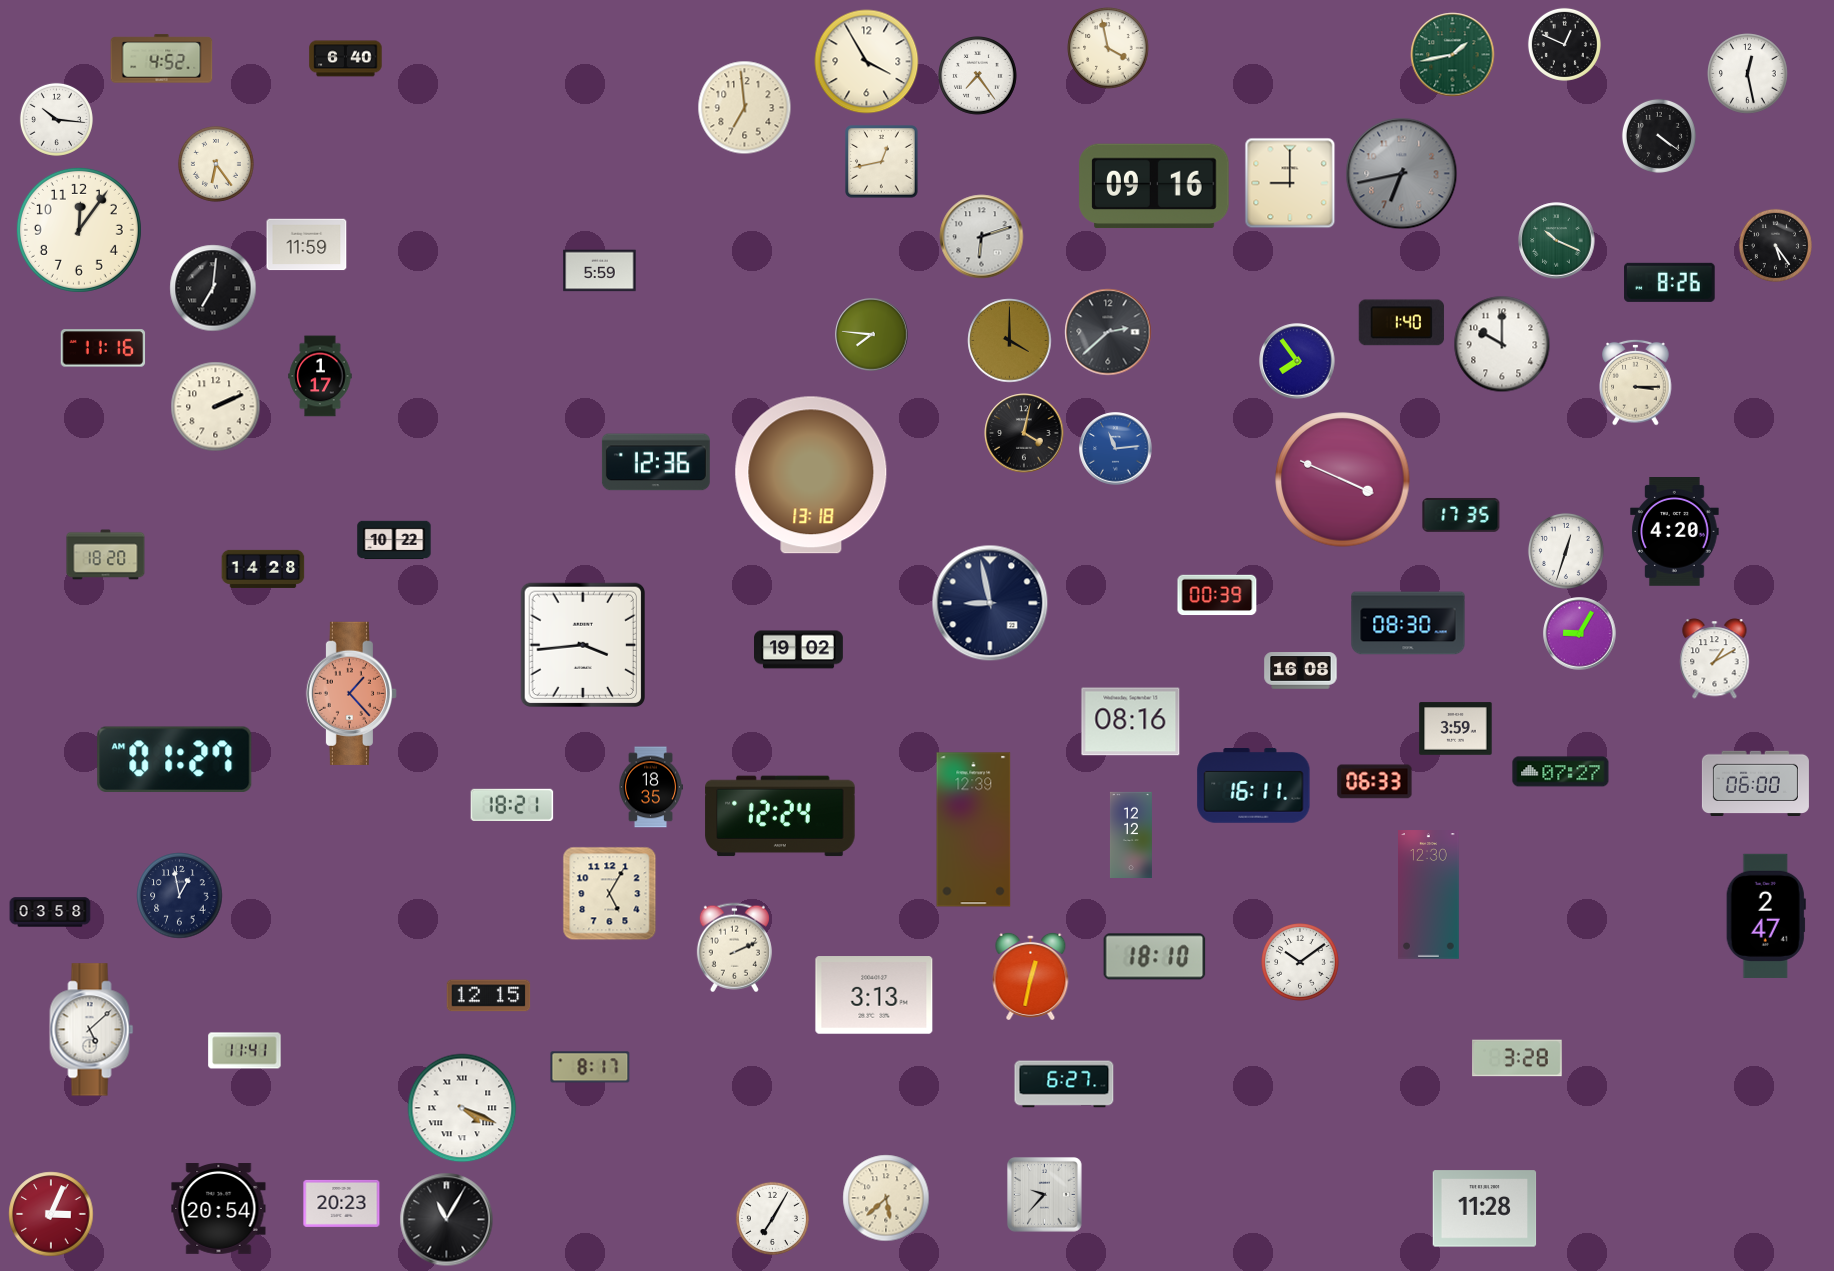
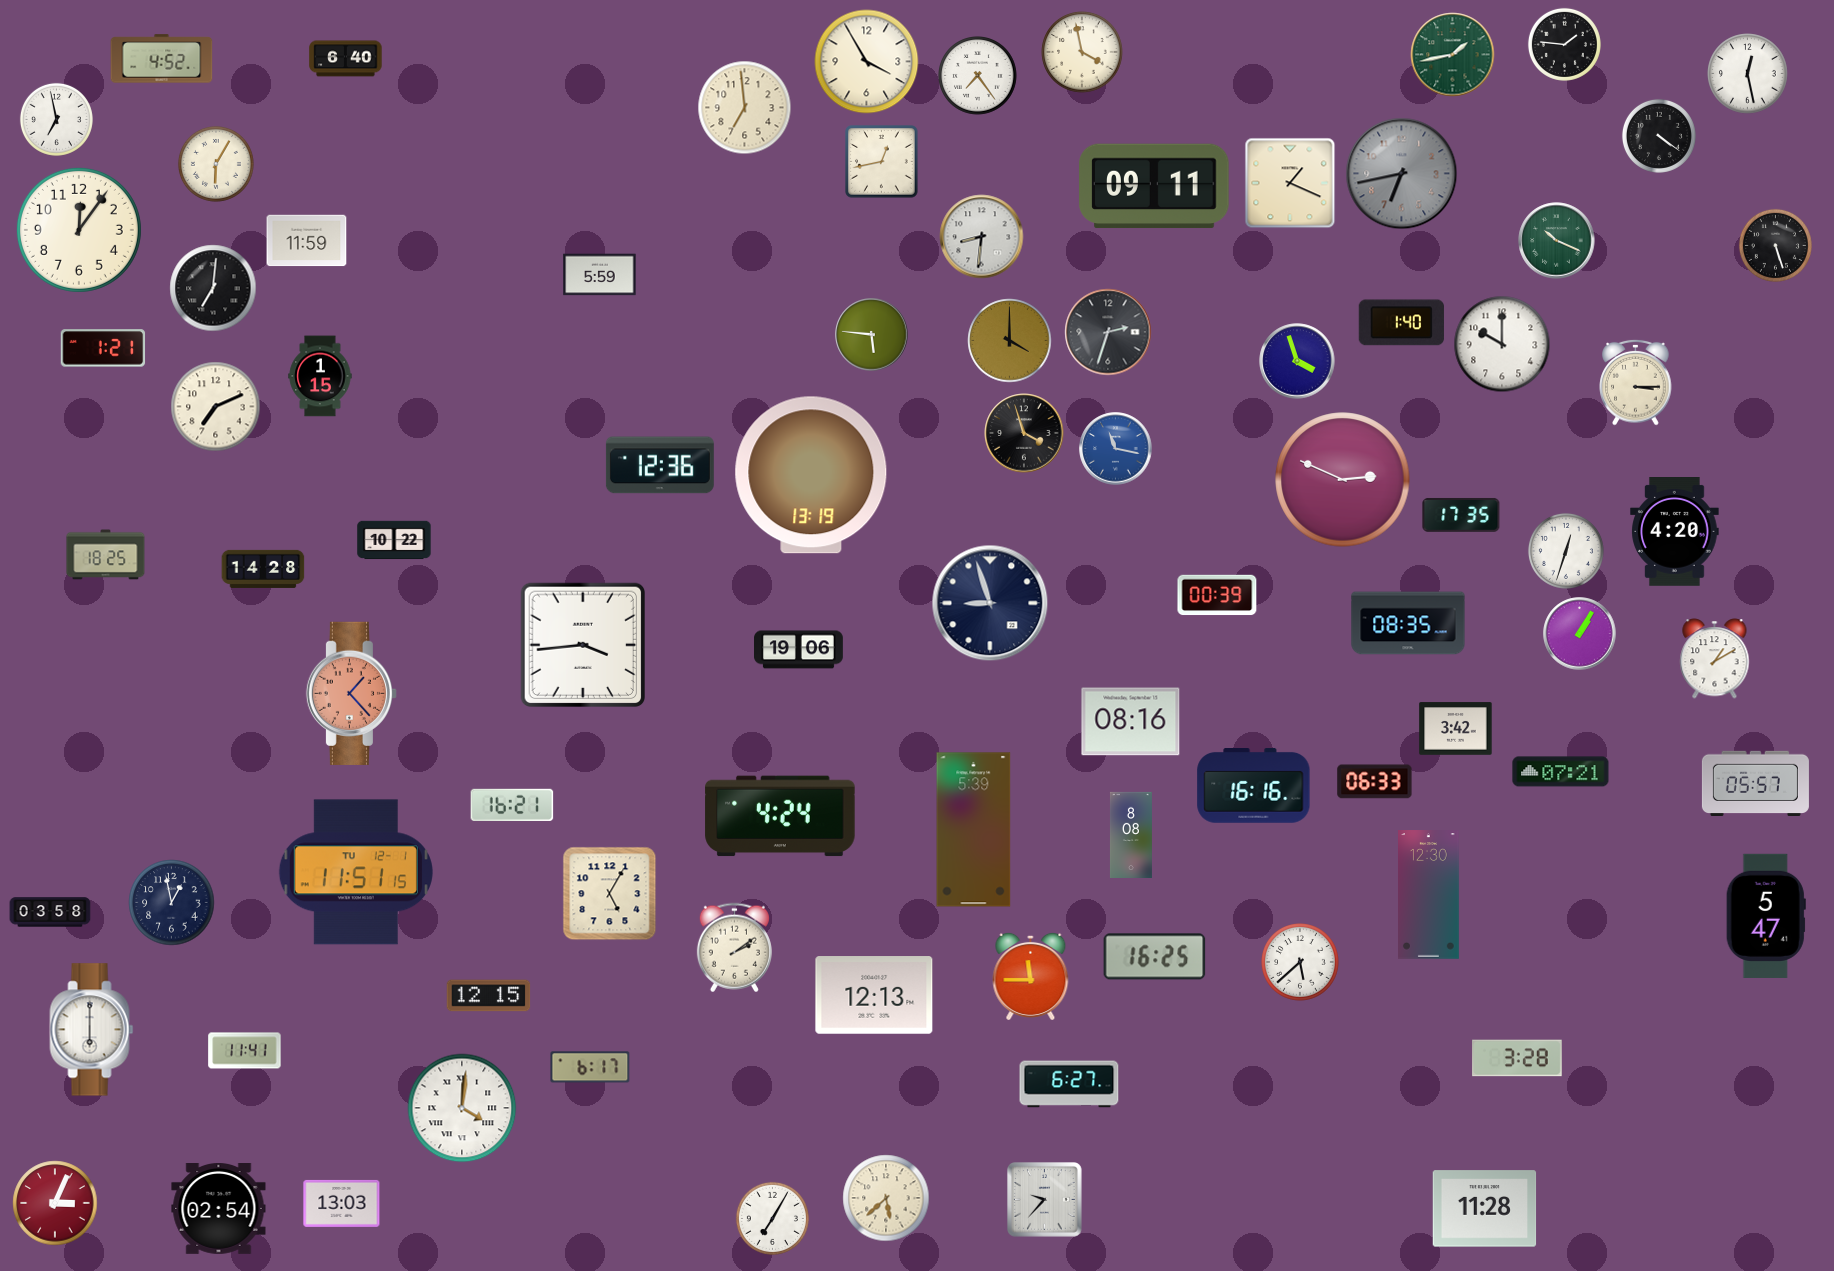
clock at (1564, 44): 12:49 -> 1:46
clock at (1108, 48) position: (1108, 48) -> (1082, 52)
clock at (56, 119): 10:16 -> 6:58
clock at (216, 164): 6:24 -> 6:05
clock at (1290, 183): 9:00 -> 1:19
clock at (1154, 186): 09:16 -> 09:11
clock at (982, 237): 6:12 -> 8:31
clock at (307, 245) position: (307, 245) -> (307, 241)
clock at (1775, 245): 5:24 -> 5:27
clock at (600, 271) position: (600, 271) -> (600, 275)
clock at (1670, 282): 8:26 -> none
clock at (1108, 332): 2:38 -> 2:33
clock at (872, 335): 7:46 -> 5:46
clock at (103, 348): 11:16 -> 1:21
clock at (1297, 361): 7:54 -> 3:57
clock at (320, 376): 1:17 -> 1:15
clock at (216, 407): 2:11 -> 7:11
clock at (1024, 433): 4:02 -> 3:57
clock at (1116, 449): 11:14 -> 11:17
clock at (656, 462) position: (656, 462) -> (660, 465)
clock at (811, 475): 13:18 -> 13:19
clock at (1343, 480): 3:49 -> 2:49
clock at (106, 555): 18:20 -> 18:25
clock at (990, 603): 8:58 -> 8:57
clock at (1408, 623): 08:30 -> 08:35
clock at (1580, 634): 9:05 -> 1:05
clock at (799, 650): 19:02 -> 19:06
clock at (1301, 671): 16:08 -> none
clock at (1456, 729): 3:59 -> 3:42
clock at (175, 759): 01:27 -> none
clock at (1561, 772): 07:27 -> 07:21
clock at (1755, 783): 06:00 -> 05:57
clock at (1254, 786): 16:11 -> 16:16
clock at (650, 787): 18:35 -> none
clock at (512, 805): 18:21 -> 16:21
clock at (780, 816): 12:24 -> 4:24
clock at (974, 830): 12:39 -> 5:39
clock at (1131, 834): 12:12 -> 8:08
clock at (356, 872): none -> 11:51
clock at (180, 896) position: (180, 896) -> (172, 903)
clock at (1766, 916): 2:47 -> 5:47
clock at (734, 948): 2:11 -> 2:09
clock at (1155, 957): 18:10 -> 16:25
clock at (1301, 963): 10:09 -> 5:38
clock at (1031, 976): 12:32 -> 11:45
clock at (874, 995): 3:13 -> 12:13
clock at (92, 1030): 5:08 -> 6:00
clock at (590, 1067): 8:17 -> 6:17
clock at (1064, 1084) position: (1064, 1084) -> (1069, 1084)
clock at (462, 1108): 4:19 -> 4:01
clock at (1045, 1195) position: (1045, 1195) -> (1045, 1200)
clock at (342, 1203): 20:23 -> 13:03
clock at (219, 1209): 20:54 -> 02:54
clock at (51, 1214) position: (51, 1214) -> (55, 1203)
clock at (447, 1220): 11:05 -> none
